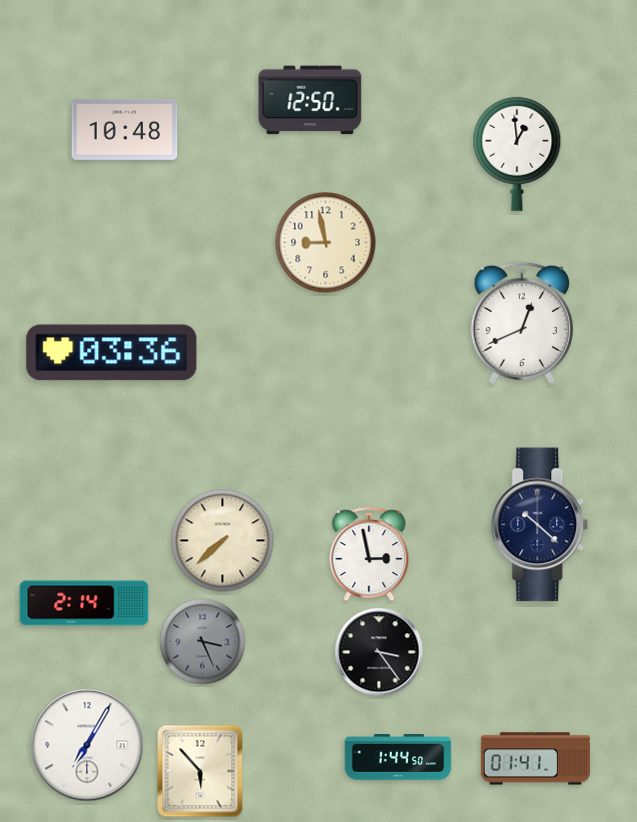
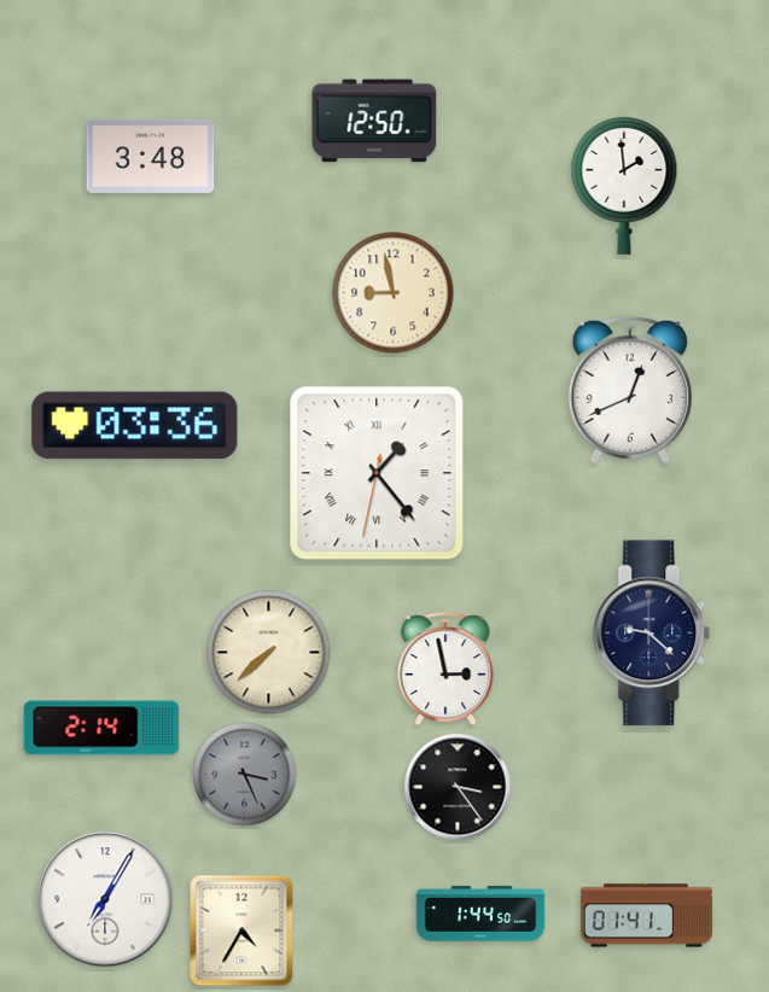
clock at (125, 129): 10:48 -> 3:48
clock at (517, 154): 12:59 -> 1:59
clock at (377, 473): none -> 1:23
clock at (540, 525): 10:22 -> 9:22
clock at (200, 771): 5:53 -> 4:35
